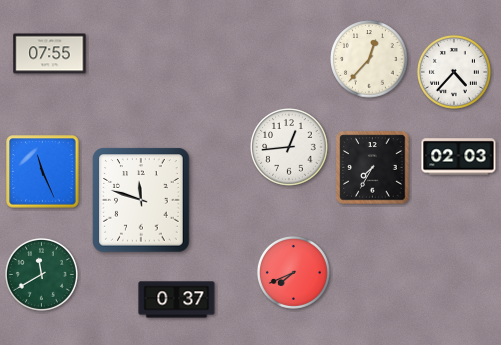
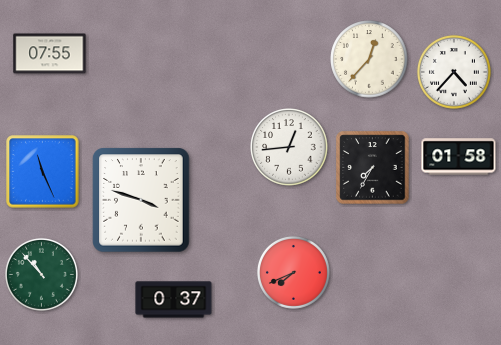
clock at (459, 157): 02:03 -> 01:58
clock at (141, 200): 11:48 -> 3:48
clock at (41, 274): 11:40 -> 10:53
clock at (177, 300) position: (177, 300) -> (174, 300)
